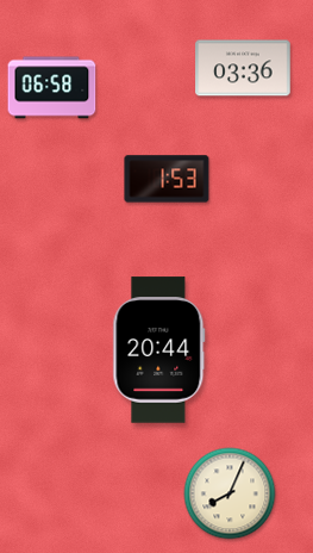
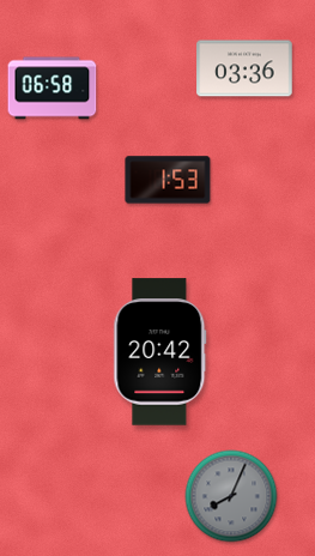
clock at (159, 350): 20:44 -> 20:42
clock at (230, 493) dial: cream -> grey
